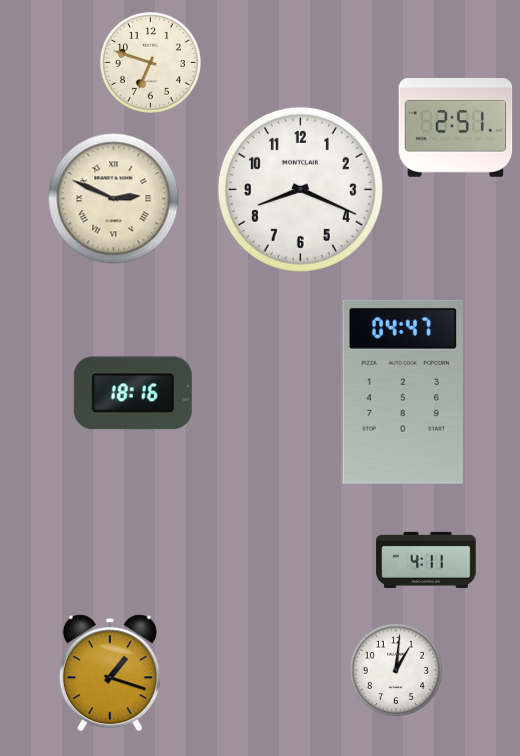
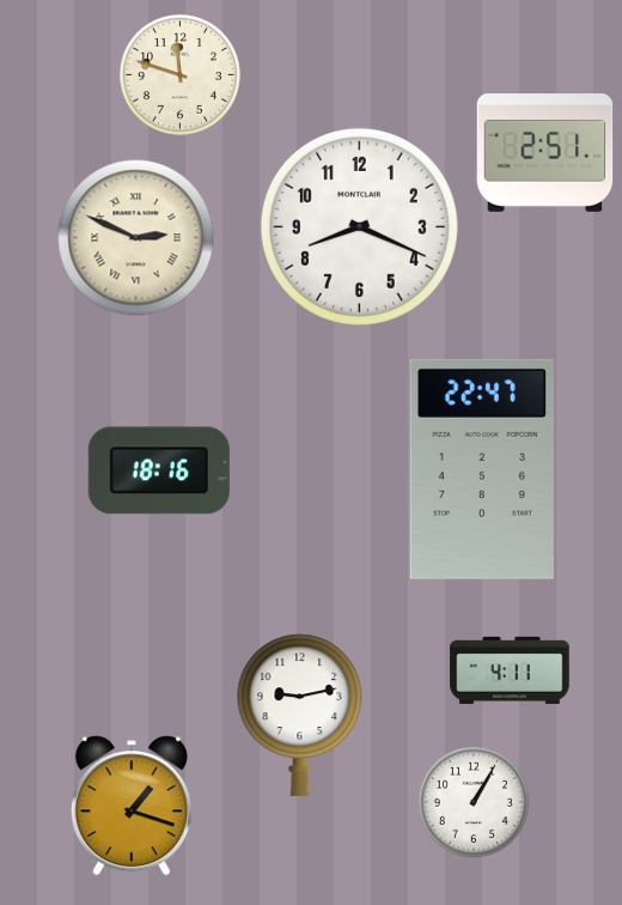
clock at (150, 62): 6:48 -> 11:48
clock at (403, 392): 04:47 -> 22:47
clock at (300, 716): none -> 9:13
clock at (396, 670): 1:01 -> 1:05
